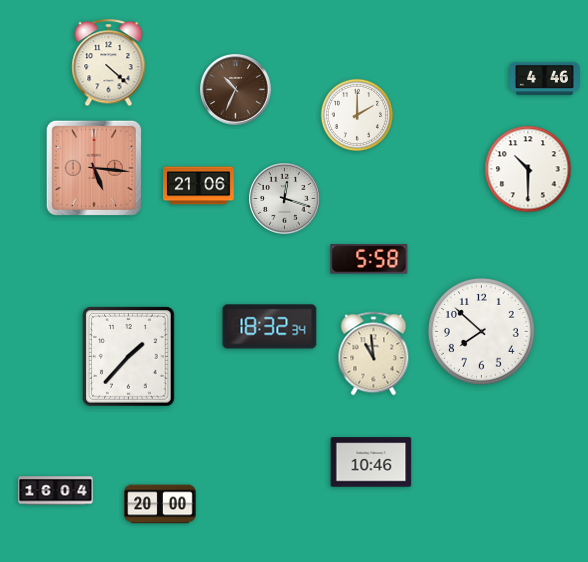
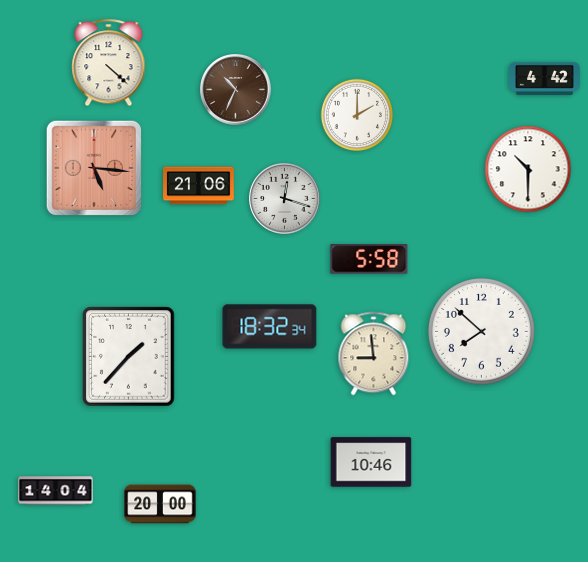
clock at (545, 78): 4:46 -> 4:42
clock at (374, 354): 10:59 -> 8:59
clock at (56, 491): 16:04 -> 14:04
